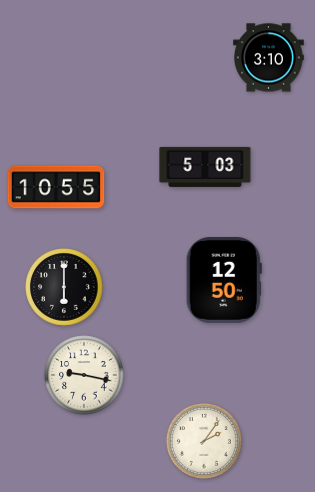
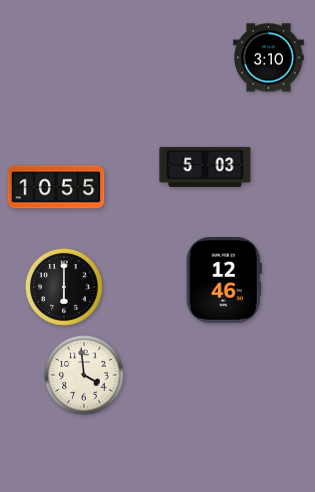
clock at (224, 280): 12:50 -> 12:46
clock at (84, 375): 9:17 -> 3:59
clock at (205, 442): 2:06 -> none
